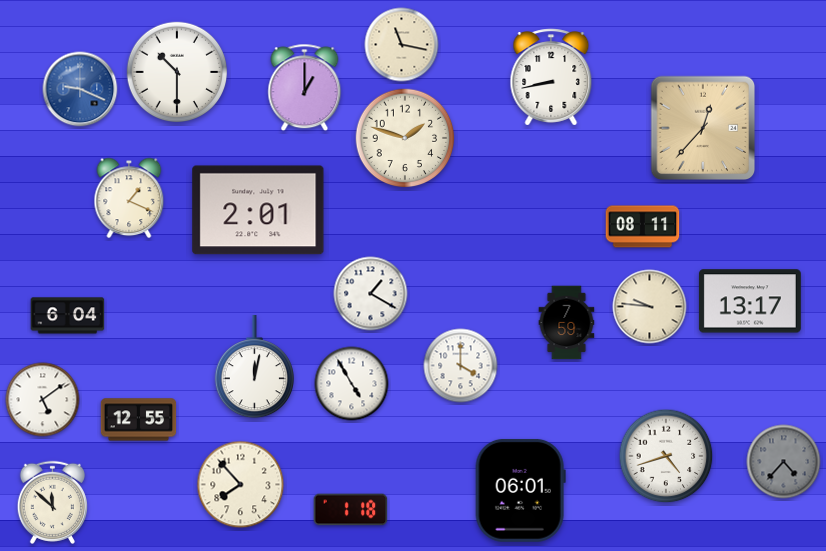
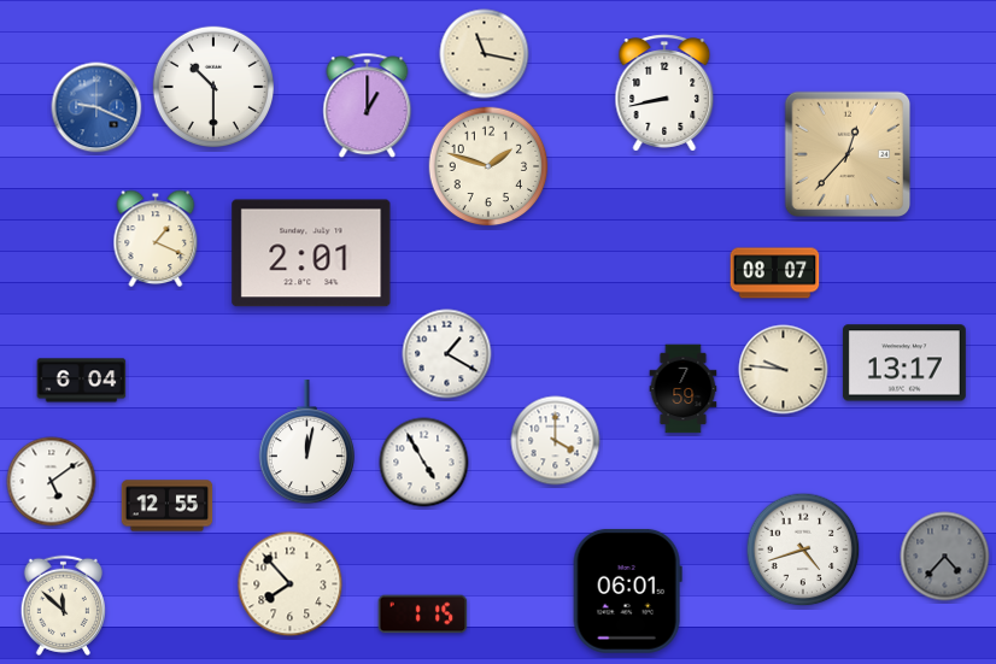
clock at (643, 227): 08:11 -> 08:07
clock at (351, 510): 1:18 -> 1:15
